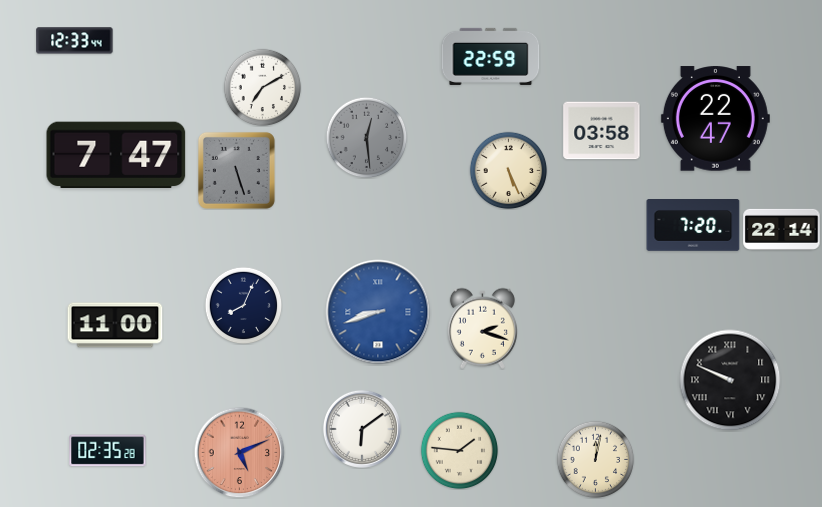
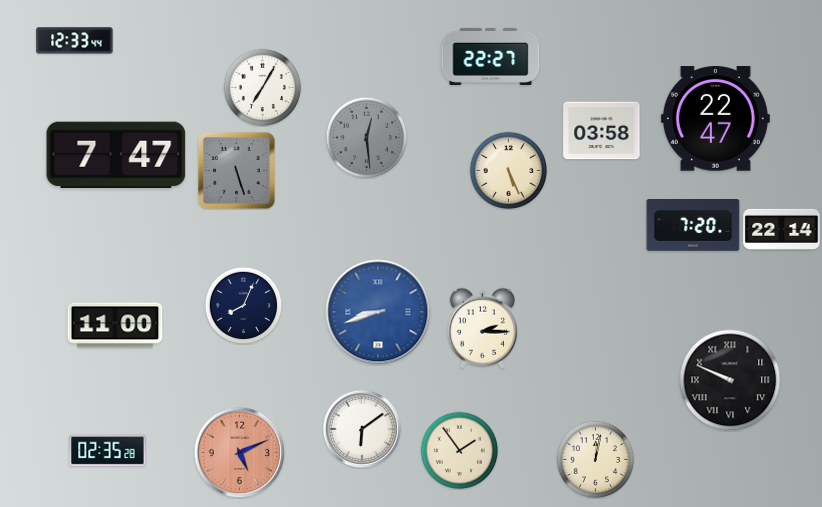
clock at (491, 56): 22:59 -> 22:27
clock at (262, 87): 7:10 -> 7:05
clock at (482, 328): 2:18 -> 2:15
clock at (459, 450): 1:46 -> 1:54
